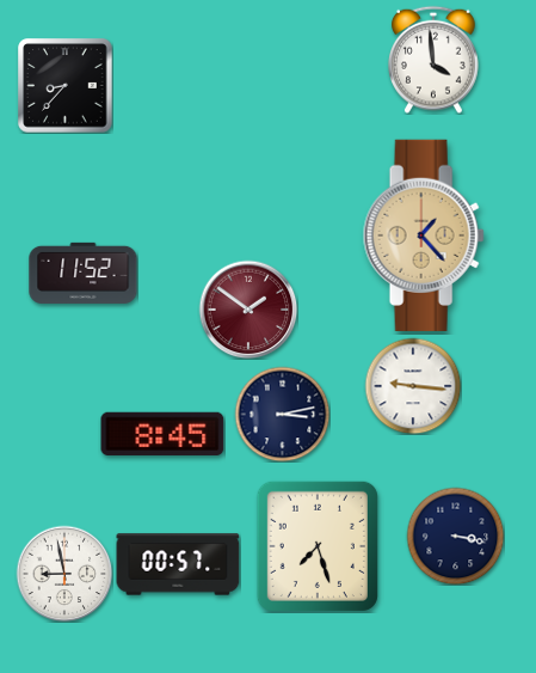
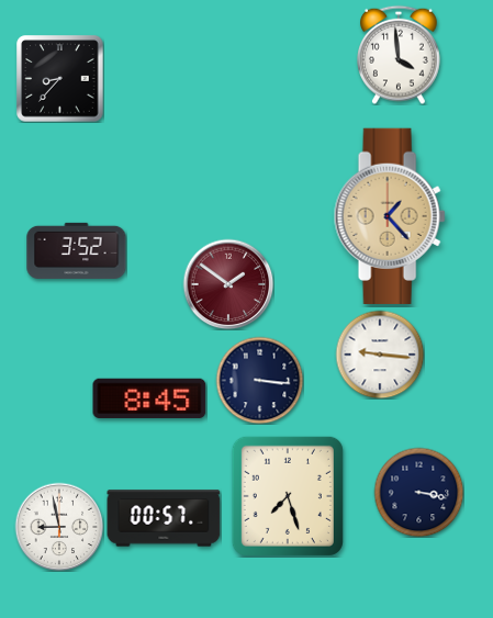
clock at (84, 273): 11:52 -> 3:52
clock at (282, 414): 3:13 -> 3:16
clock at (318, 546) position: (318, 546) -> (288, 496)
